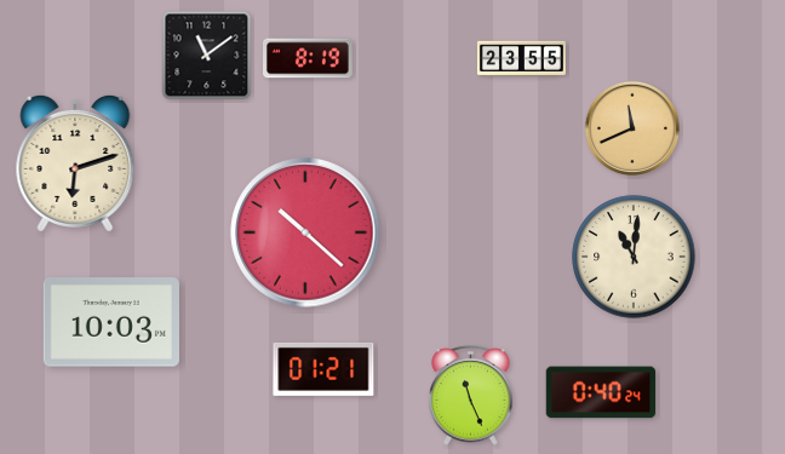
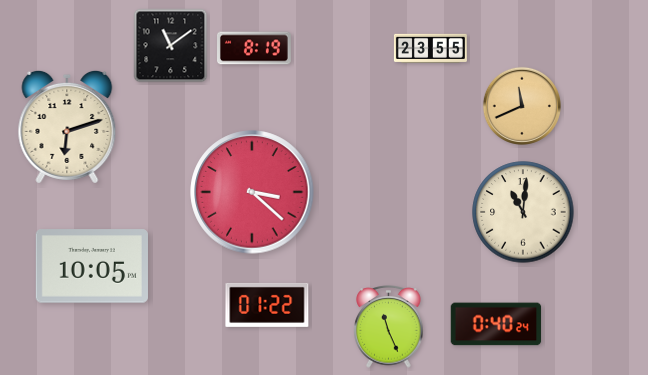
clock at (75, 163) position: (75, 163) -> (67, 127)
clock at (305, 232): 10:22 -> 3:22
clock at (111, 322): 10:03 -> 10:05
clock at (323, 369): 01:21 -> 01:22
